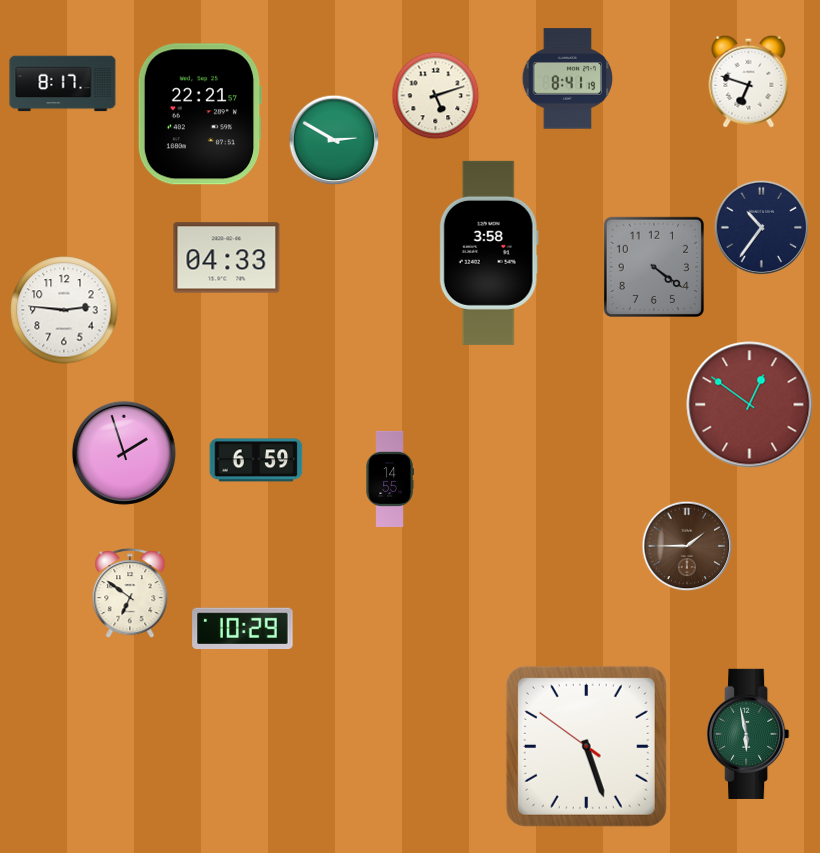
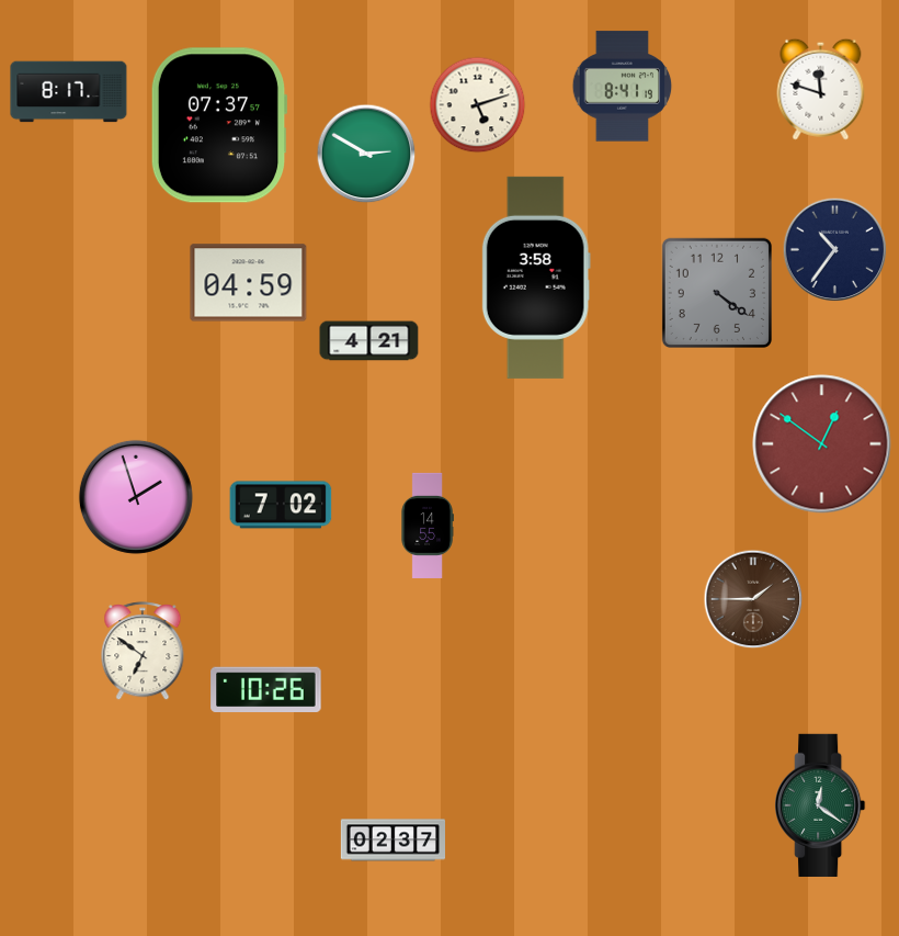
clock at (749, 81): 6:48 -> 11:48
clock at (200, 114): 22:21 -> 07:37
clock at (227, 258): 04:33 -> 04:59
clock at (64, 310): 2:46 -> none
clock at (369, 341): none -> 4:21
clock at (256, 460): 6:59 -> 7:02
clock at (243, 629): 10:29 -> 10:26
clock at (748, 734): 5:58 -> 12:21
clock at (586, 746): 5:26 -> none
clock at (392, 841): none -> 02:37
